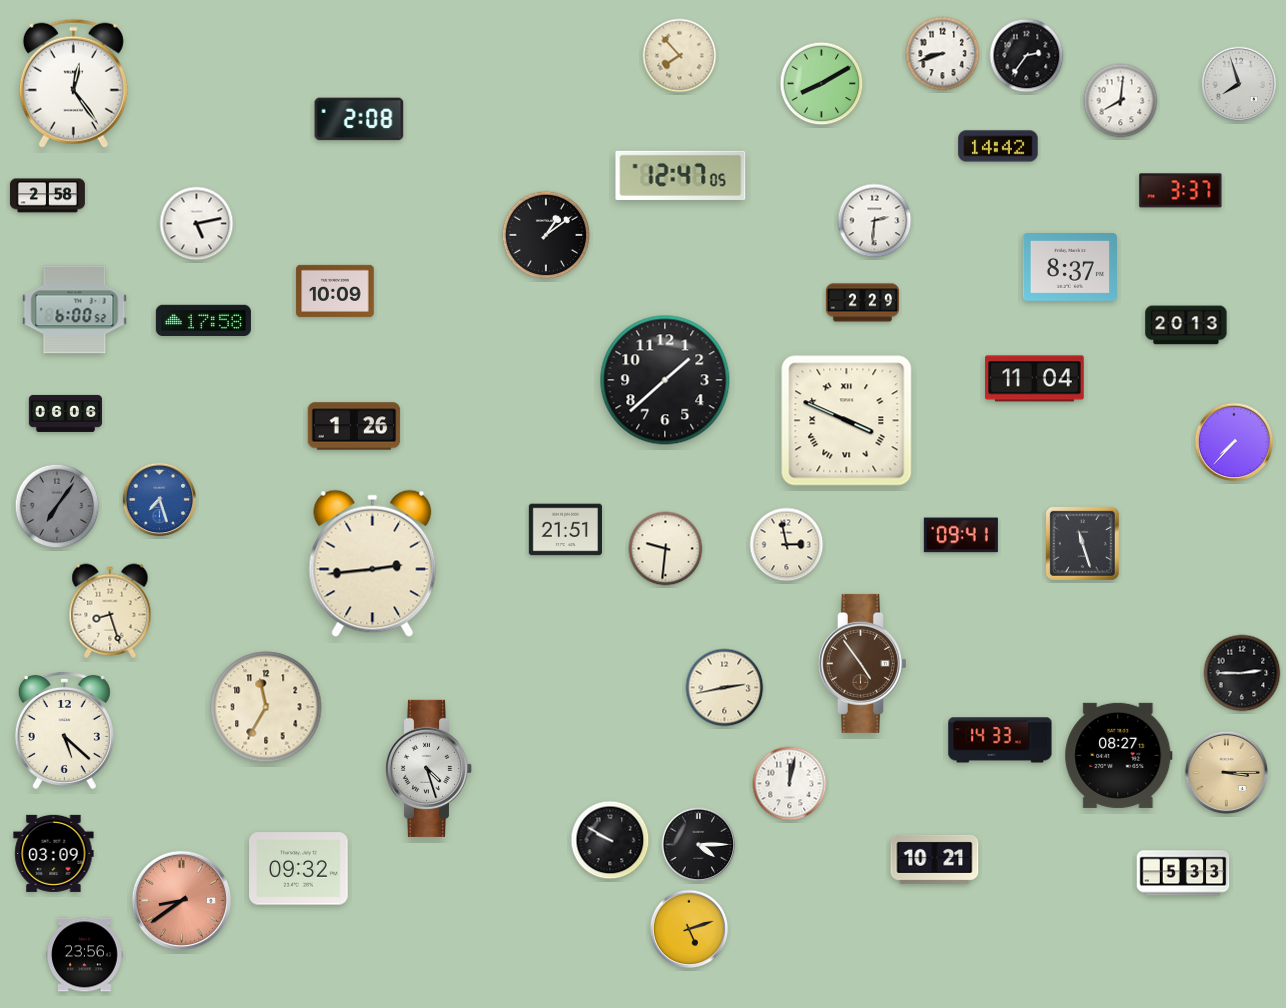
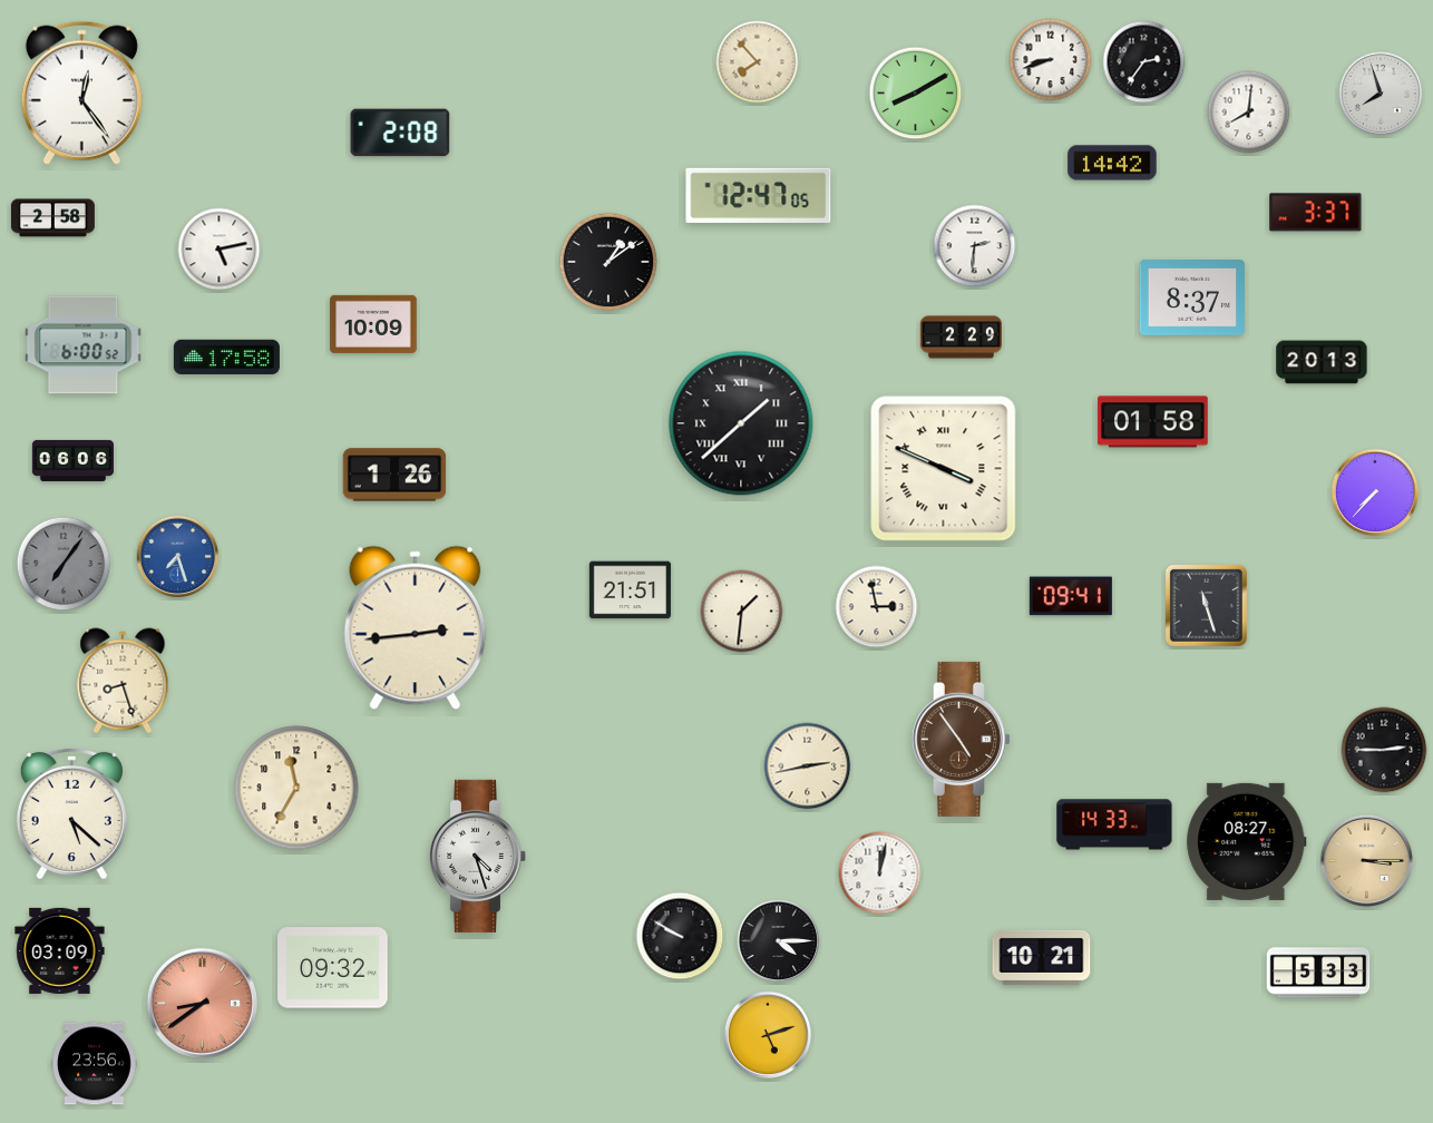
clock at (1035, 379): 11:04 -> 01:58
clock at (665, 380) numerals: Arabic -> Roman
clock at (666, 549): 9:31 -> 1:31
